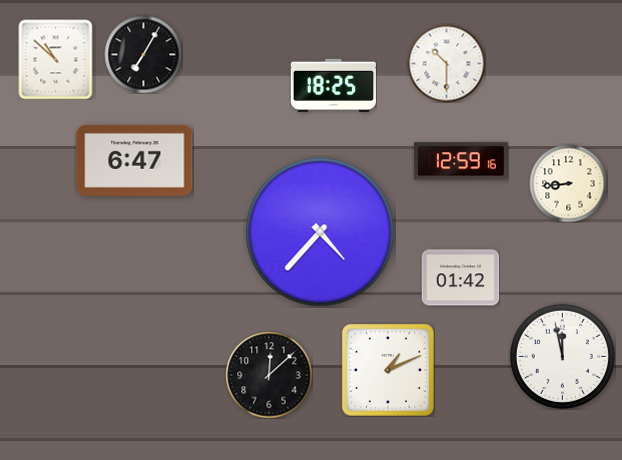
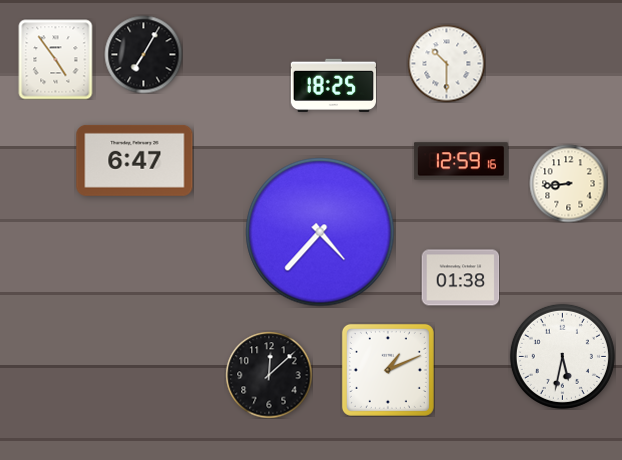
clock at (56, 59): 10:52 -> 4:54
clock at (460, 278): 01:42 -> 01:38
clock at (562, 356): 11:58 -> 5:32
